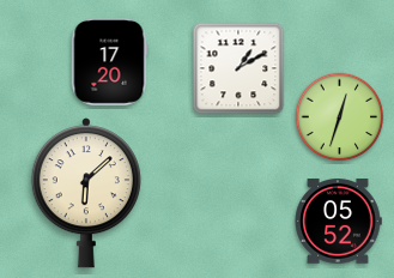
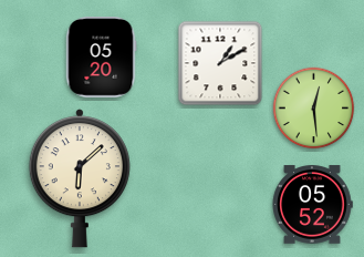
clock at (109, 62): 17:20 -> 05:20
clock at (340, 117): 12:33 -> 12:29
